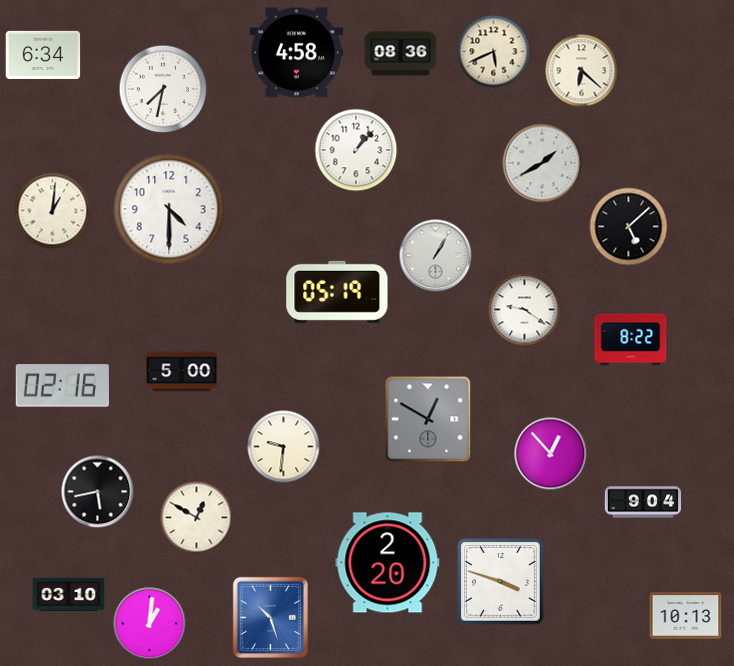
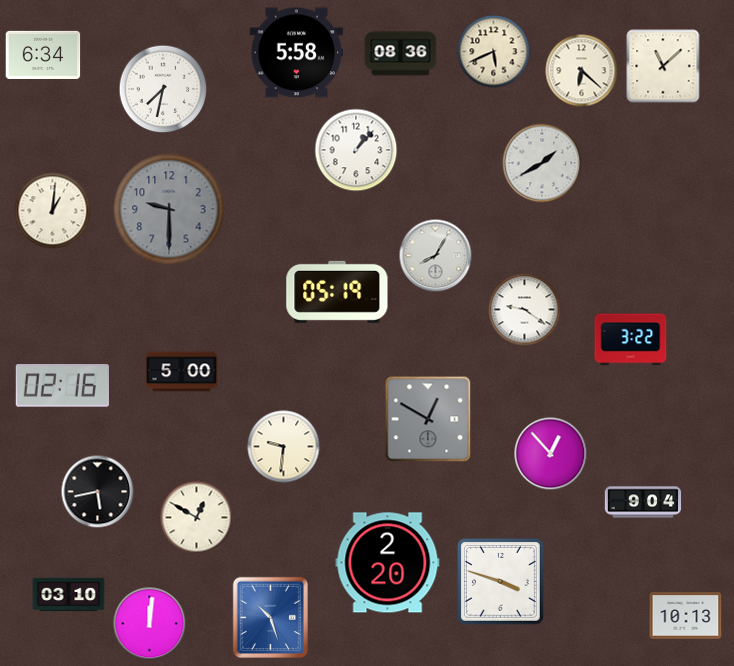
clock at (296, 53): 4:58 -> 5:58
clock at (663, 66): none -> 11:08
clock at (169, 209): 4:30 -> 9:30
clock at (169, 209) dial: white -> grey
clock at (629, 227): 5:08 -> none
clock at (436, 256): 1:05 -> 8:05
clock at (631, 340): 8:22 -> 3:22
clock at (150, 624): 1:01 -> 12:01
